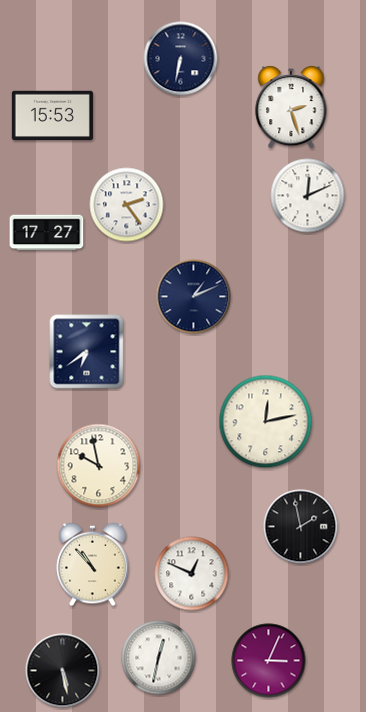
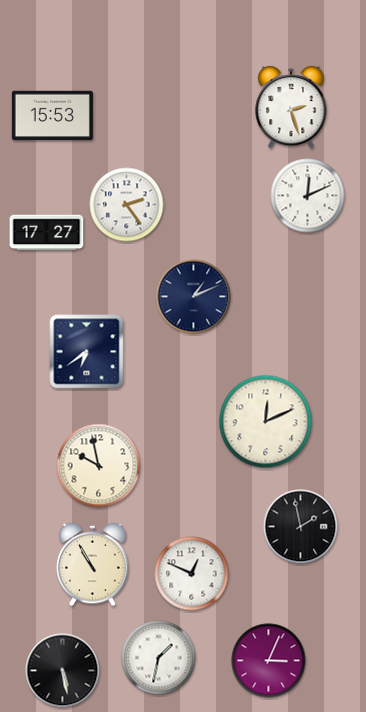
clock at (181, 59): 6:32 -> none
clock at (266, 422): 12:13 -> 12:11
clock at (93, 565): 10:53 -> 10:55
clock at (159, 658): 12:32 -> 1:32
